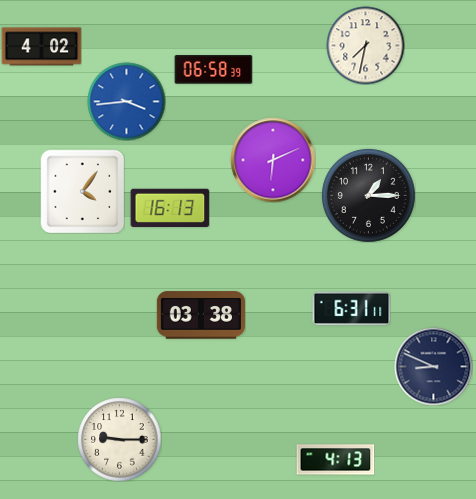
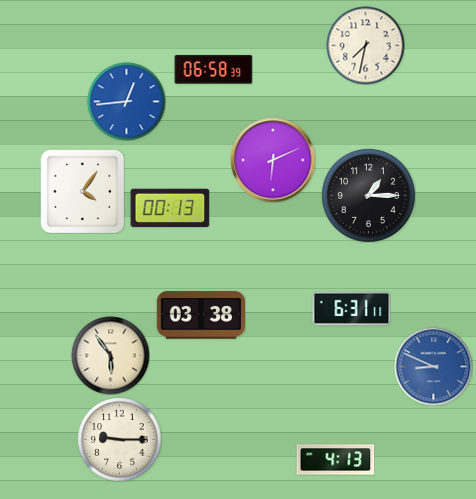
clock at (41, 47): 4:02 -> none
clock at (126, 101): 3:44 -> 12:44
clock at (170, 208): 16:13 -> 00:13
clock at (110, 355): none -> 5:54
clock at (433, 366) dial: navy -> blue
